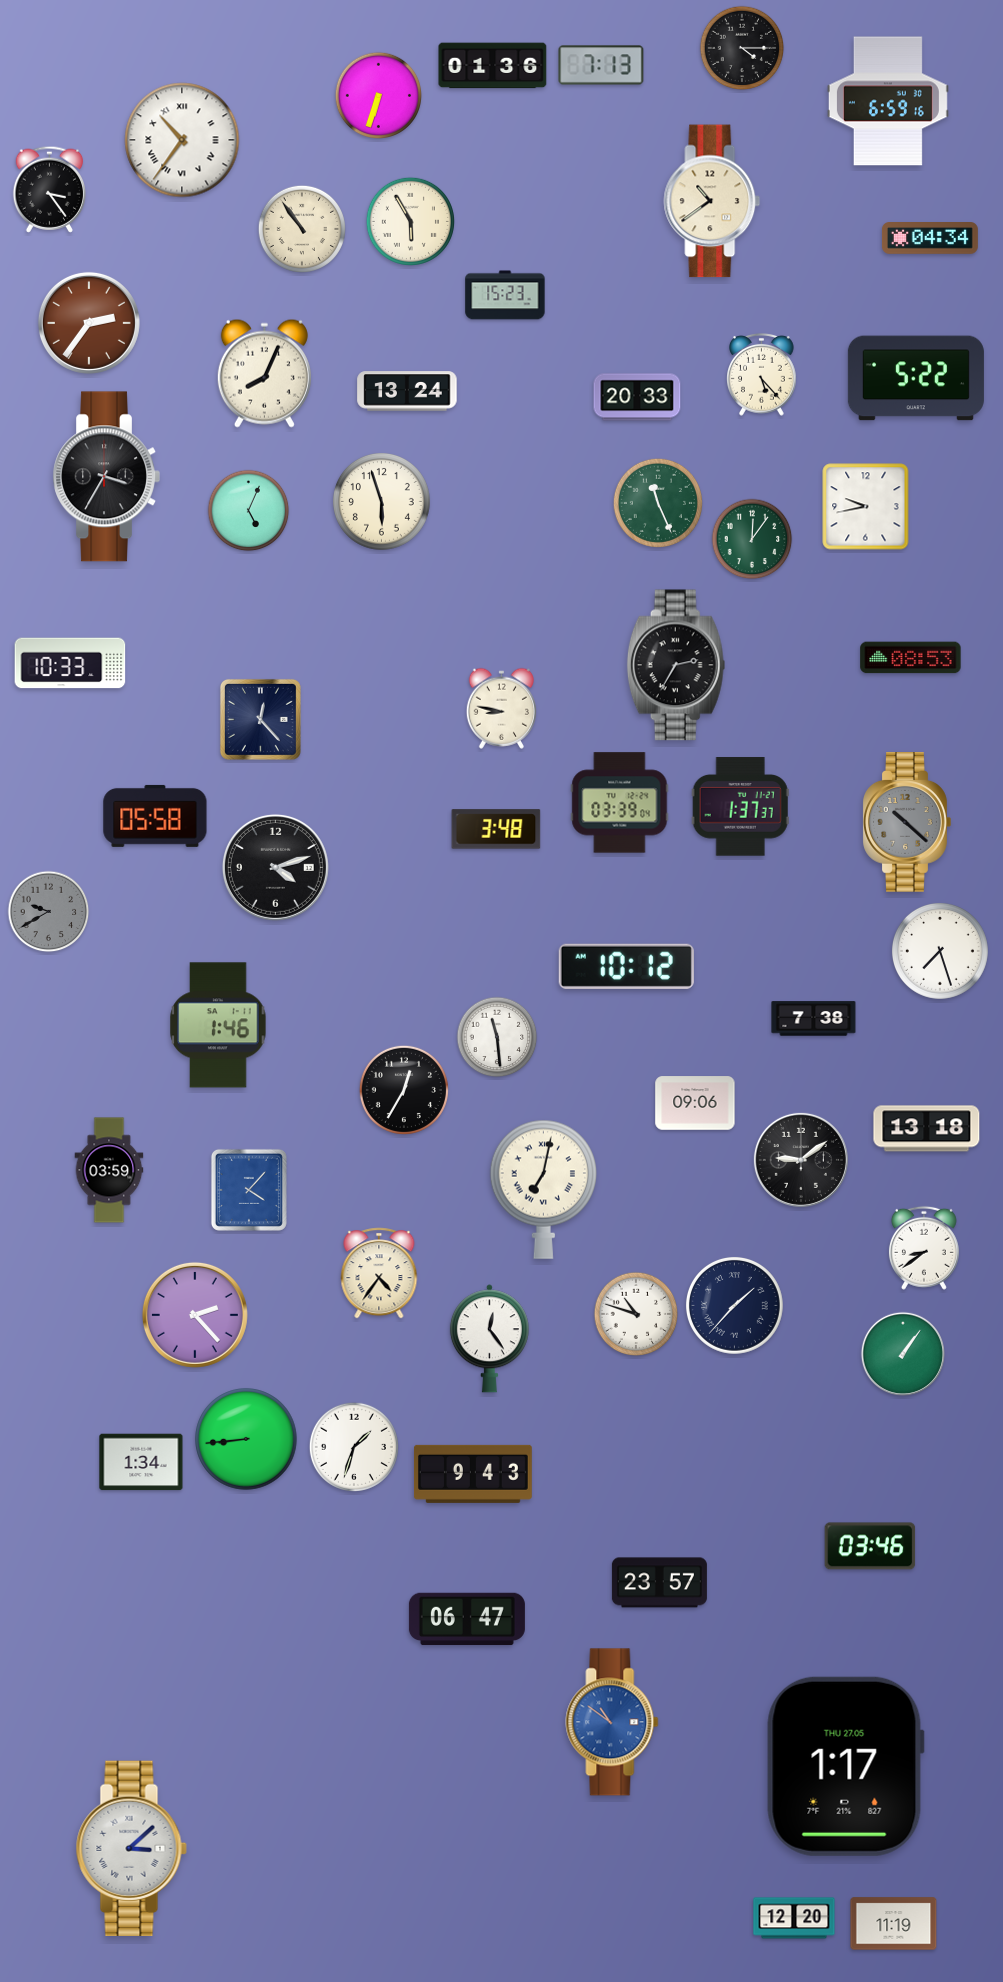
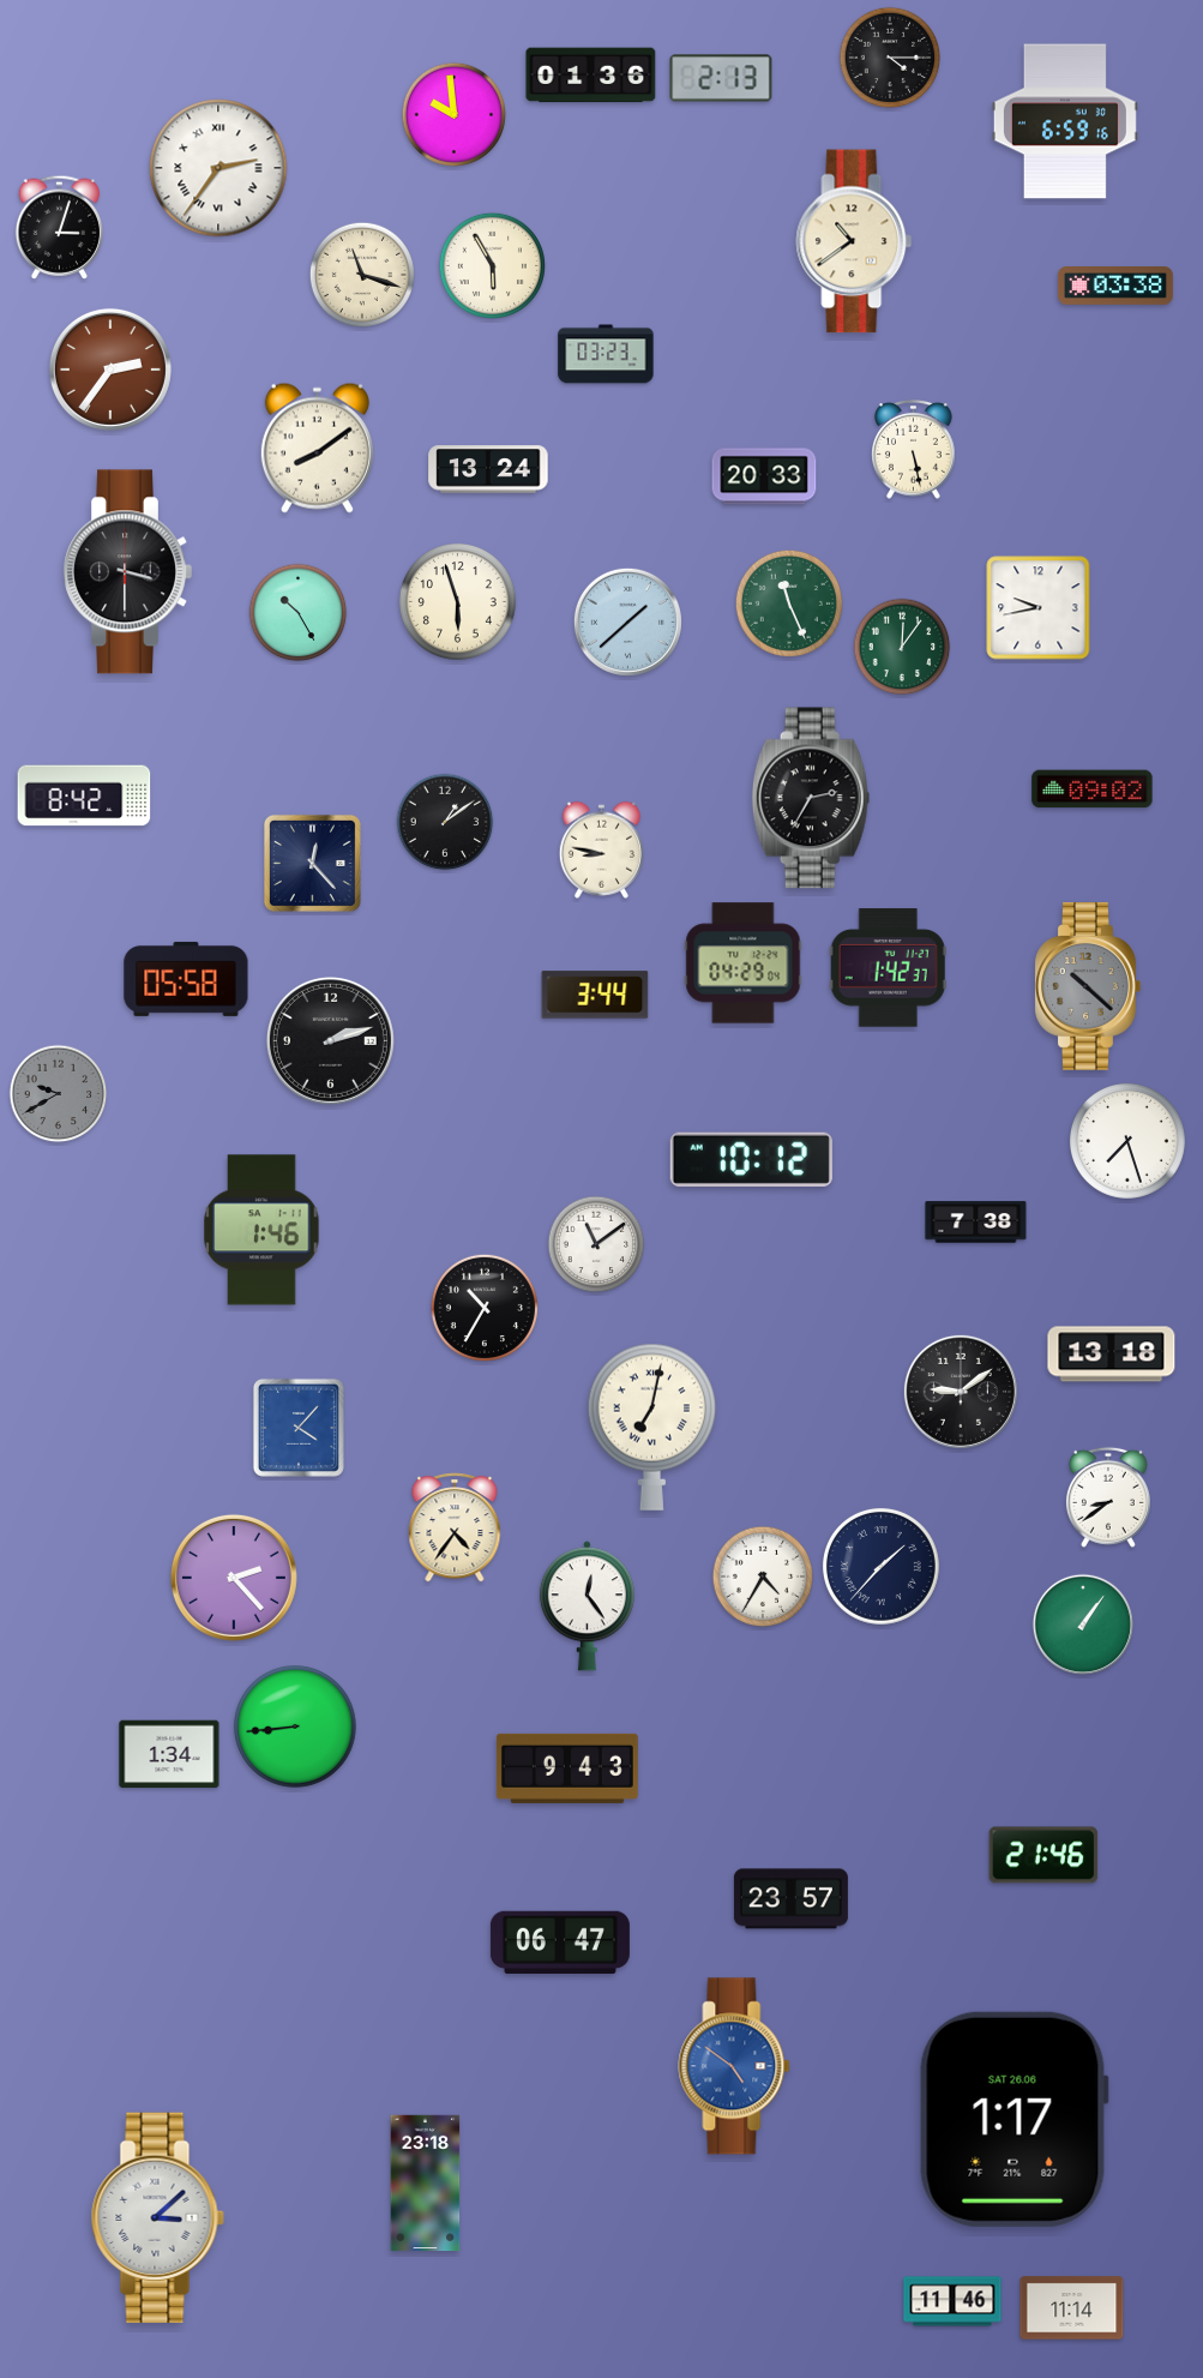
clock at (601, 65): 7:13 -> 2:13
clock at (493, 66) position: (493, 66) -> (591, 76)
clock at (378, 95): 6:33 -> 9:59
clock at (182, 140): 10:36 -> 2:36
clock at (49, 189): 3:24 -> 3:03
clock at (301, 228): 10:54 -> 11:18
clock at (930, 238): 04:34 -> 03:38
clock at (505, 295): 15:23 -> 03:23
clock at (89, 323) position: (89, 323) -> (110, 370)
clock at (264, 373): 8:04 -> 8:09
clock at (762, 374): 5:23 -> 5:28
clock at (916, 378): 5:22 -> none
clock at (106, 477): 3:35 -> 3:30
clock at (249, 511): 5:04 -> 10:25
clock at (627, 621): none -> 1:38
clock at (911, 658): 08:53 -> 09:02
clock at (70, 663): 10:33 -> 8:42
clock at (445, 822): none -> 1:09
clock at (620, 803): 03:39 -> 04:29
clock at (740, 807): 1:37 -> 1:42
clock at (496, 829): 3:48 -> 3:44
clock at (275, 867): 4:12 -> 2:12
clock at (497, 1037): 11:29 -> 11:09
clock at (404, 1090): 12:35 -> 10:35
clock at (695, 1103): 09:06 -> none
clock at (109, 1170): 03:59 -> none
clock at (636, 1314): 10:48 -> 4:35
clock at (354, 1447): 1:33 -> none
clock at (870, 1546): 03:46 -> 21:46
clock at (612, 1722): 10:51 -> 4:51
clock at (845, 1766) date: THU 27.05 -> SAT 26.06
clock at (426, 2184): none -> 23:18
clock at (794, 1918): 12:20 -> 11:46
clock at (894, 1924): 11:19 -> 11:14
